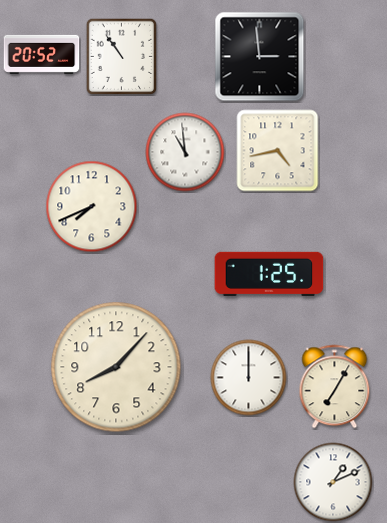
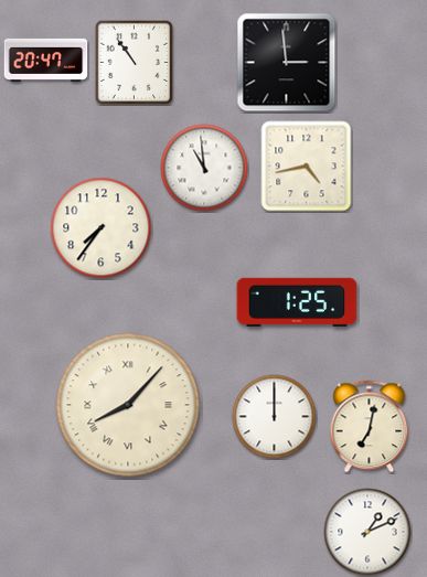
clock at (42, 54): 20:52 -> 20:47
clock at (92, 207): 7:41 -> 7:36
clock at (116, 367) numerals: Arabic -> Roman
clock at (335, 387): 7:05 -> 7:02
